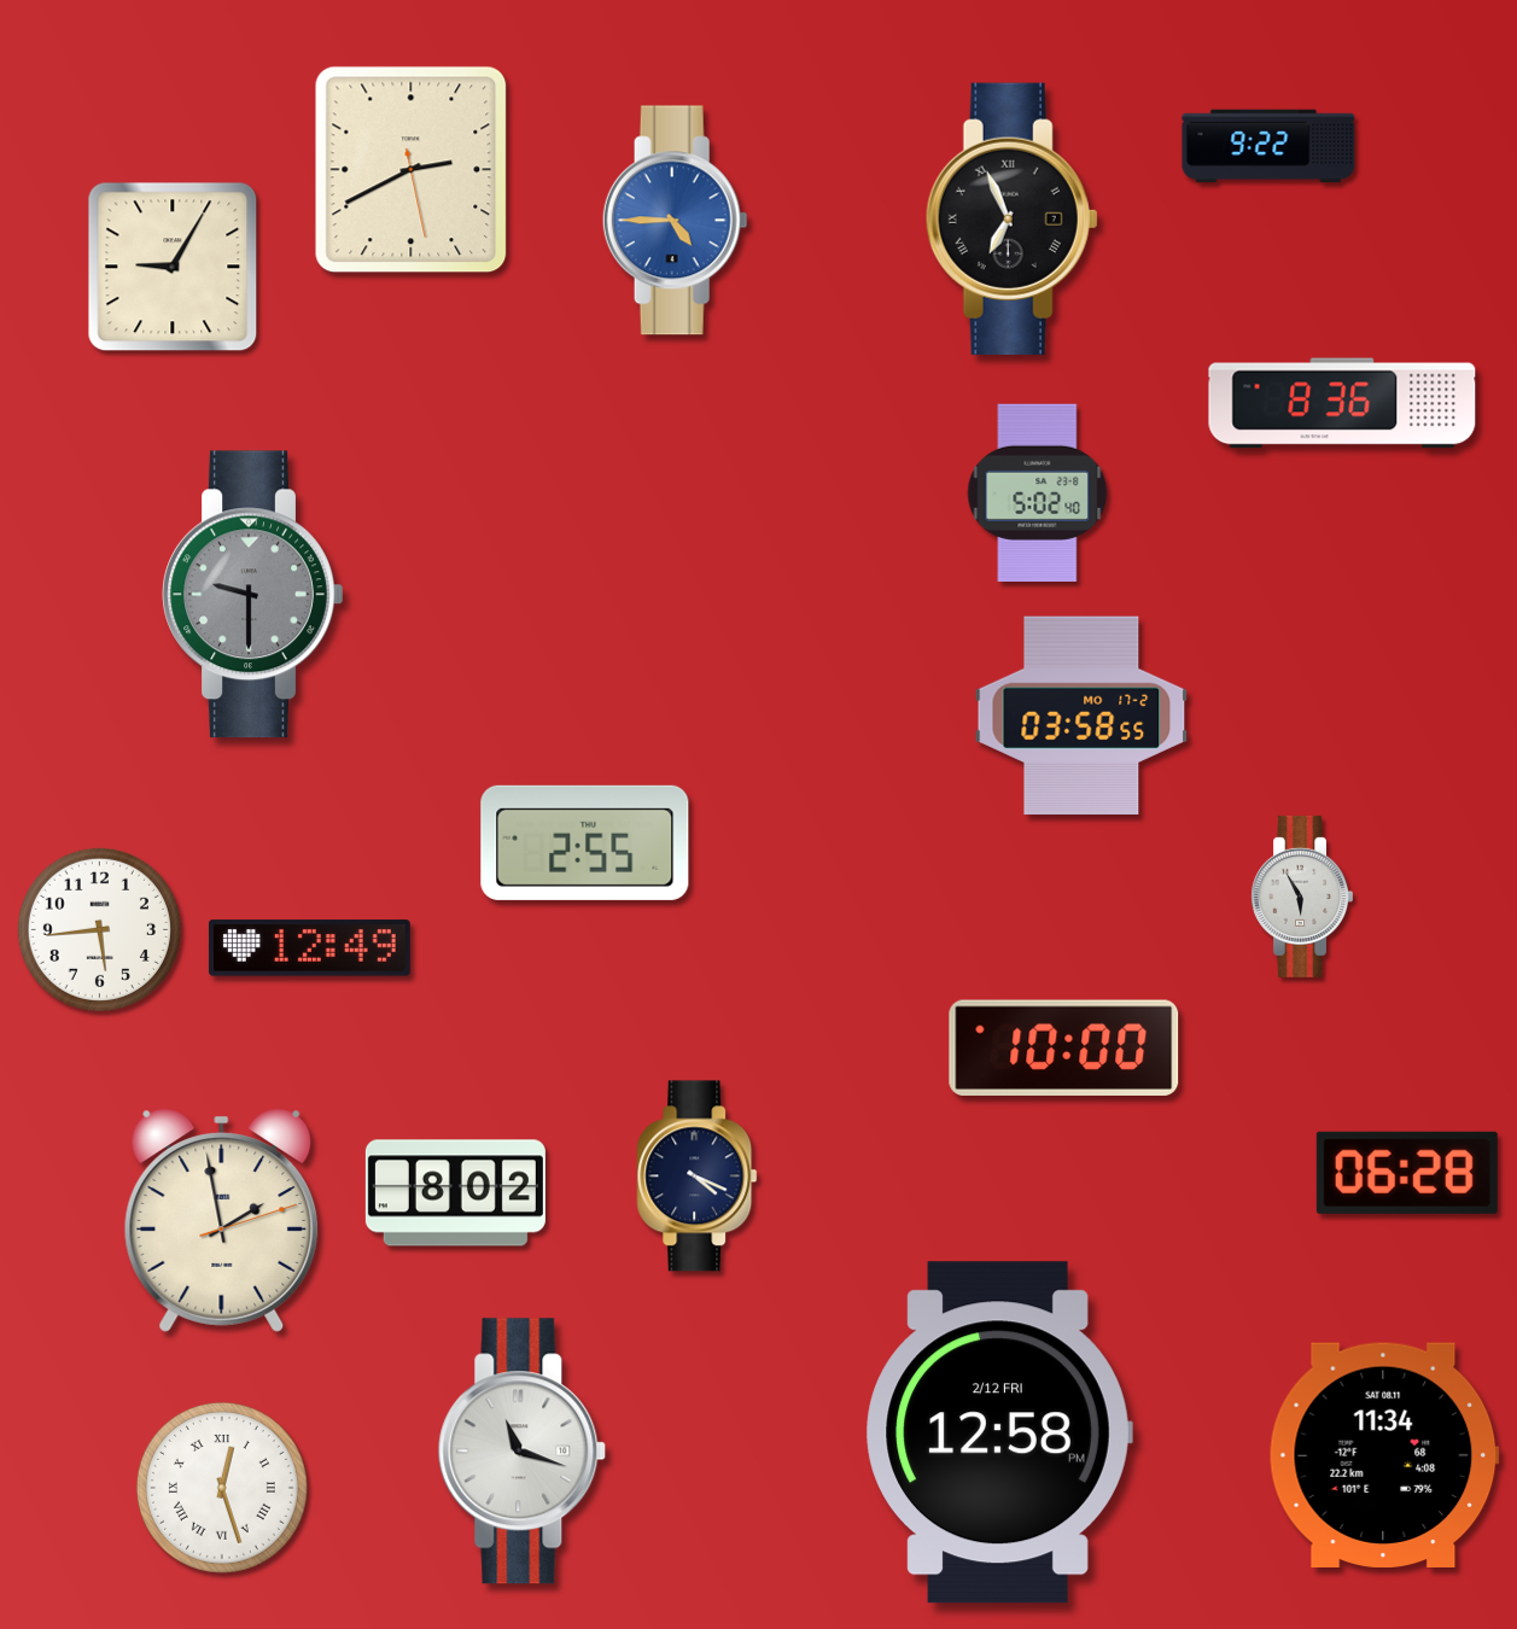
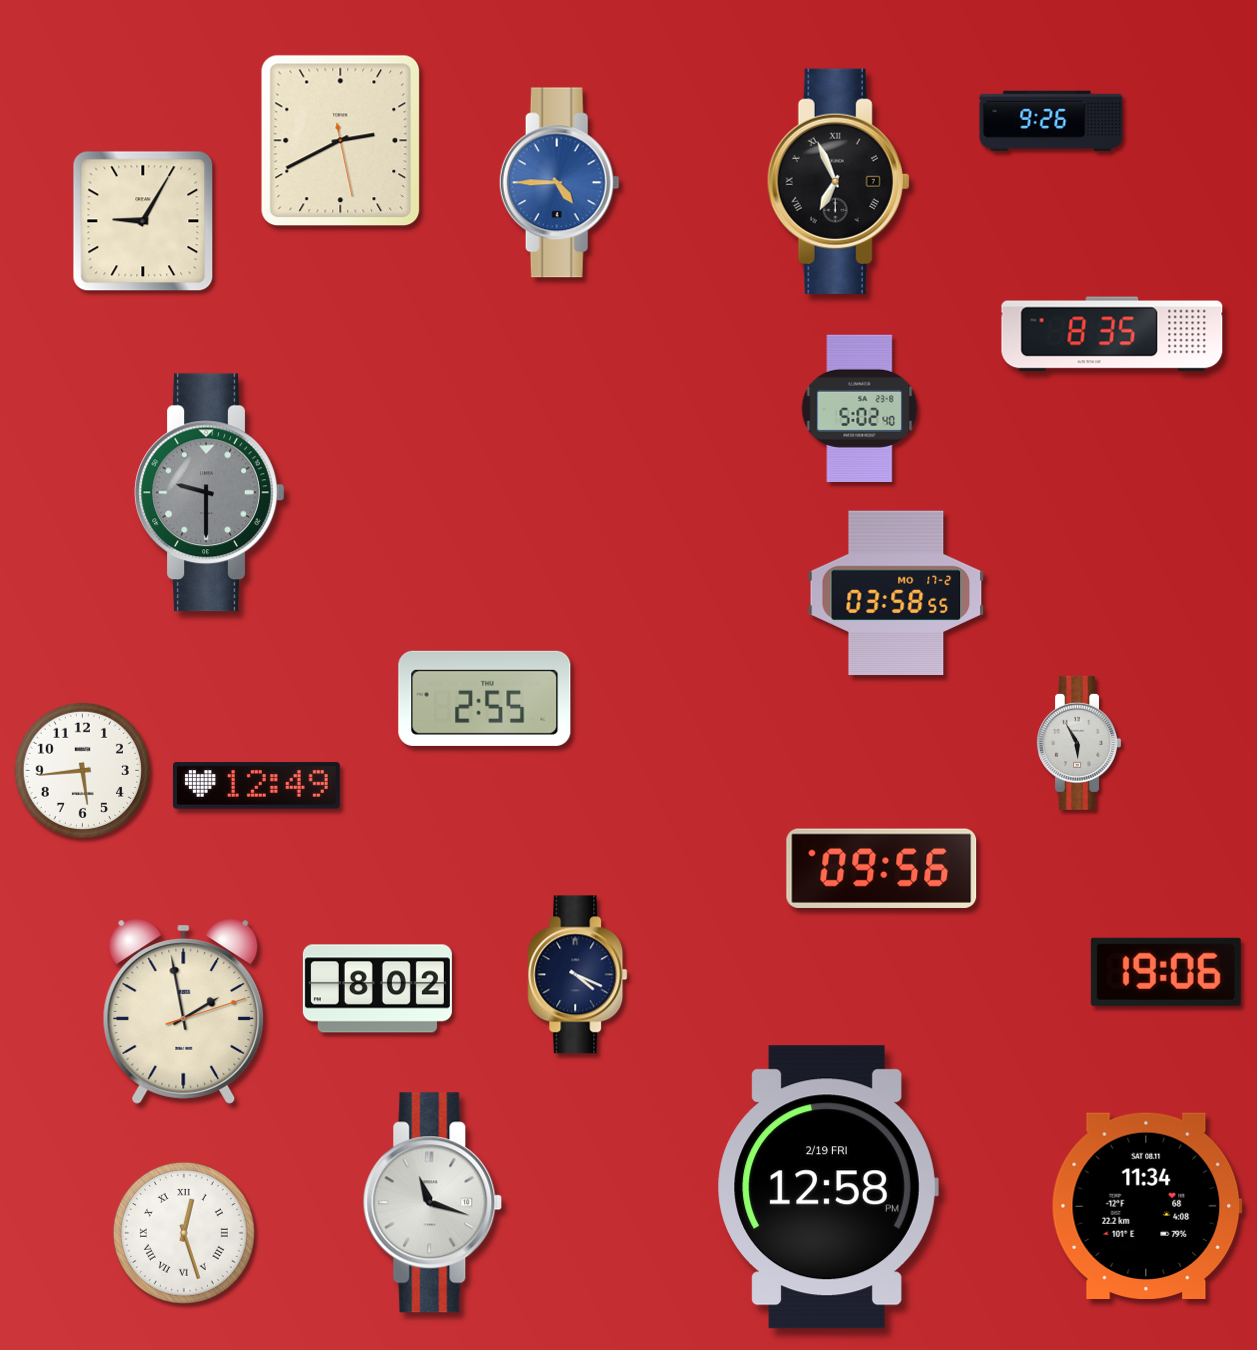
clock at (1268, 146): 9:22 -> 9:26
clock at (1342, 403): 8:36 -> 8:35
clock at (1064, 1047): 10:00 -> 09:56
clock at (1407, 1173): 06:28 -> 19:06
clock at (999, 1432) date: 2/12 FRI -> 2/19 FRI
